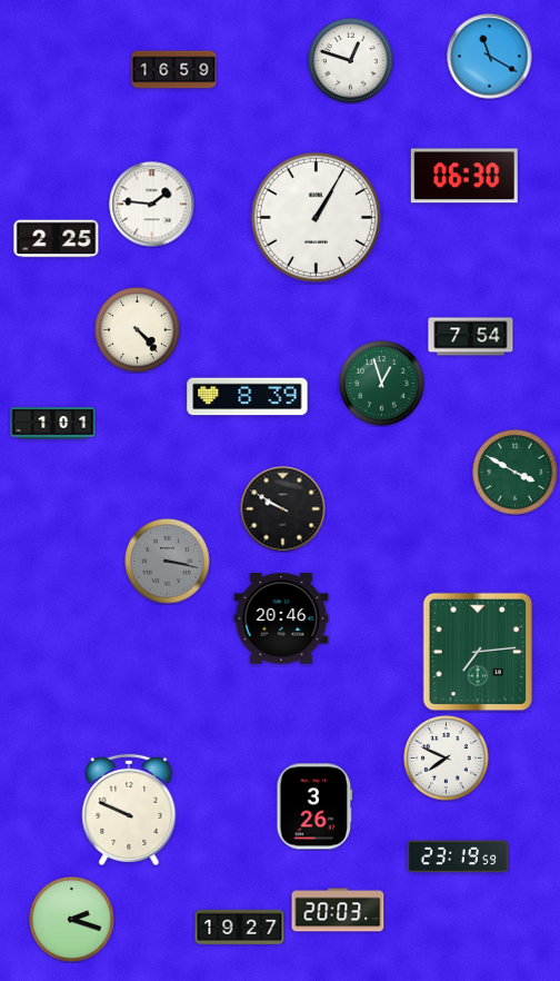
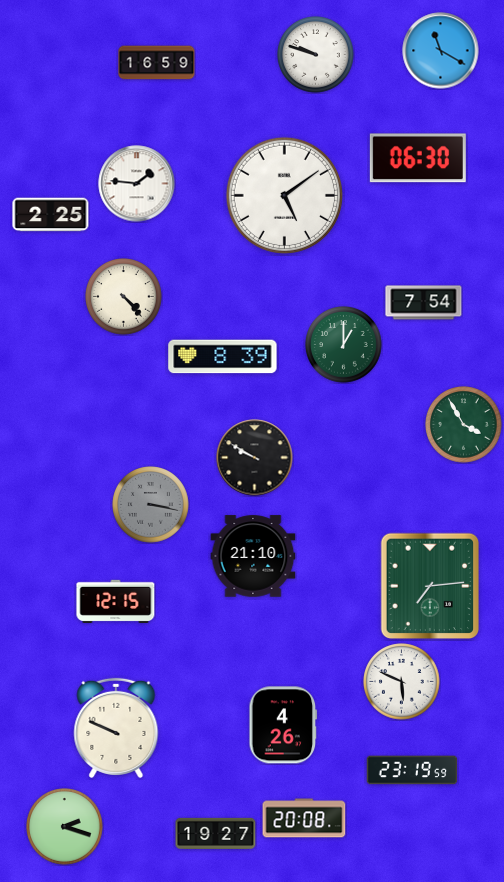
clock at (351, 61): 12:48 -> 9:48
clock at (316, 217): 1:05 -> 5:09
clock at (382, 384): 12:57 -> 1:00
clock at (53, 424): 1:01 -> none
clock at (516, 473): 3:50 -> 3:55
clock at (281, 618): 20:46 -> 21:10
clock at (116, 601): none -> 12:15
clock at (447, 759): 7:49 -> 5:49
clock at (314, 806): 3:26 -> 4:26
clock at (338, 910): 20:03 -> 20:08
